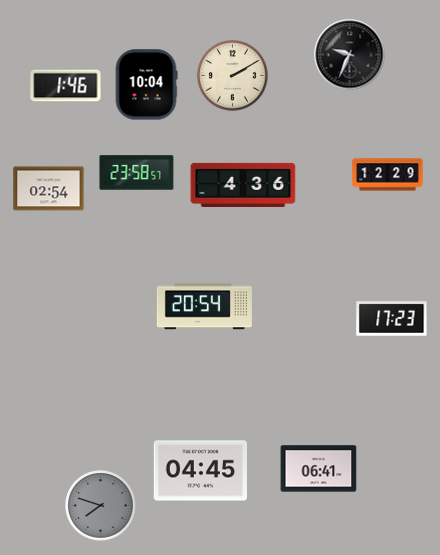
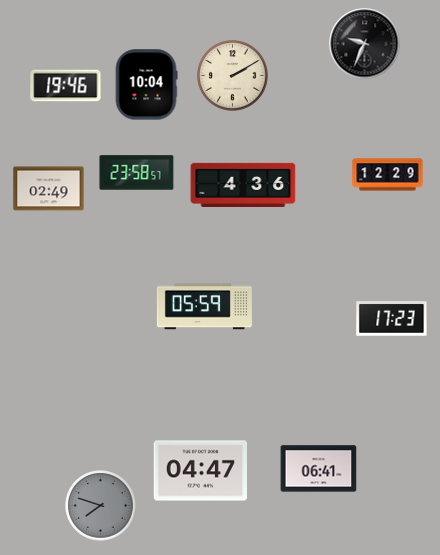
clock at (350, 55) position: (350, 55) -> (365, 44)
clock at (66, 86): 1:46 -> 19:46
clock at (49, 189): 02:54 -> 02:49
clock at (204, 307): 20:54 -> 05:59
clock at (201, 471): 04:45 -> 04:47
